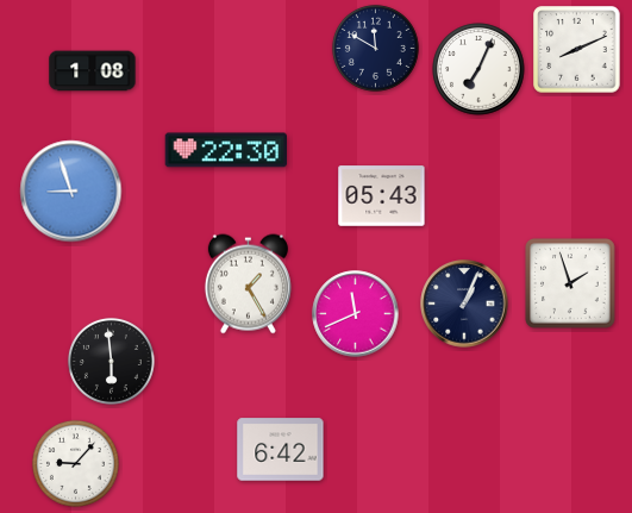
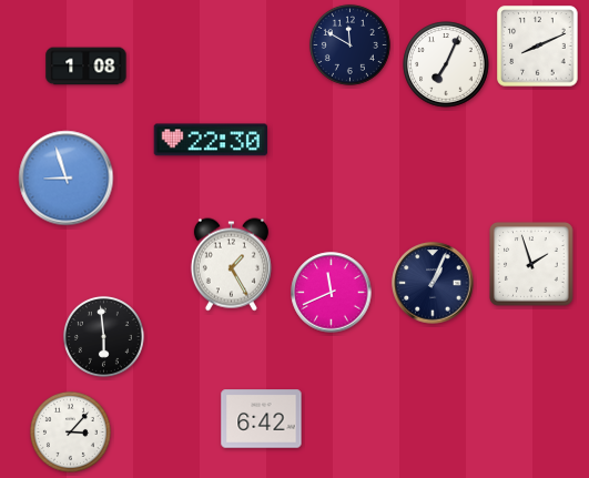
clock at (382, 196): 05:43 -> none
clock at (75, 463): 9:07 -> 3:07
